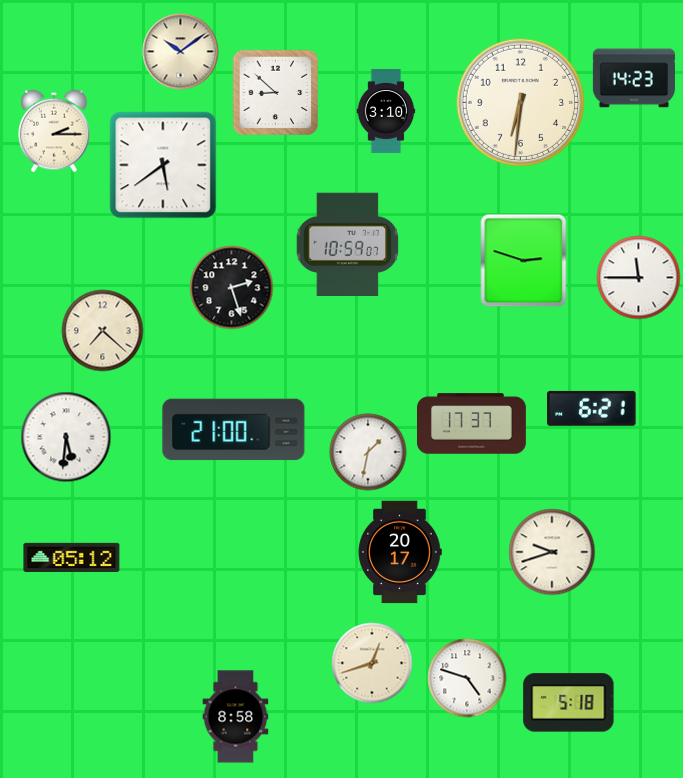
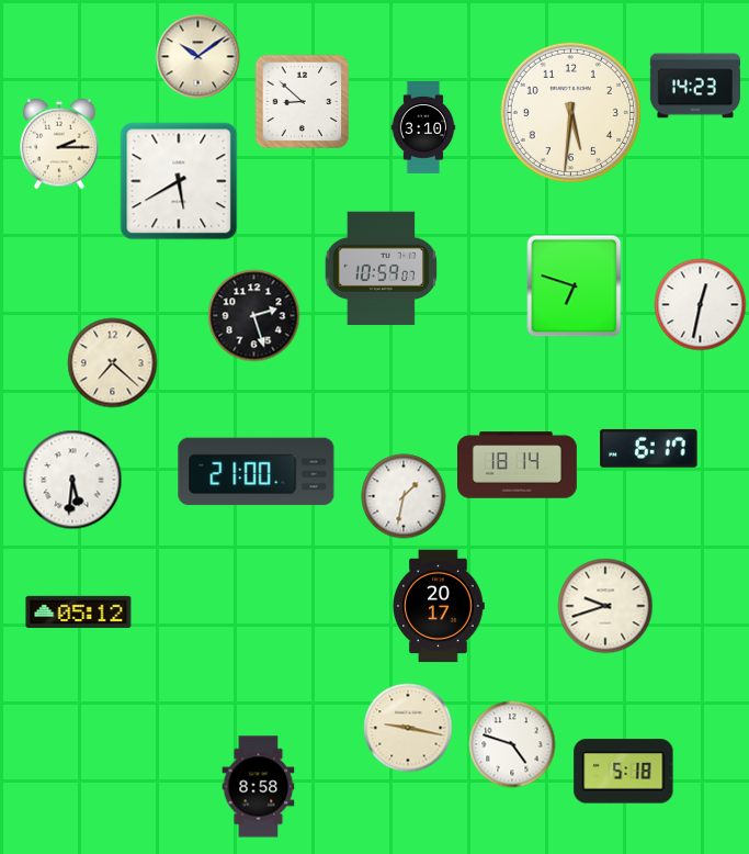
clock at (520, 102): 6:31 -> 5:31
clock at (386, 111) position: (386, 111) -> (423, 127)
clock at (163, 165): 5:39 -> 5:40
clock at (524, 261): 2:48 -> 6:48
clock at (639, 278): 11:45 -> 12:32
clock at (592, 408): 6:21 -> 6:17
clock at (472, 424): 17:37 -> 18:14
clock at (372, 663): 12:42 -> 9:17
